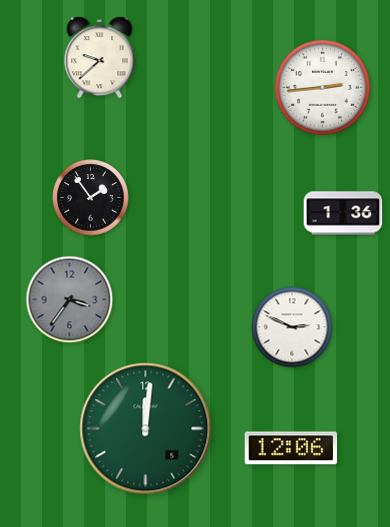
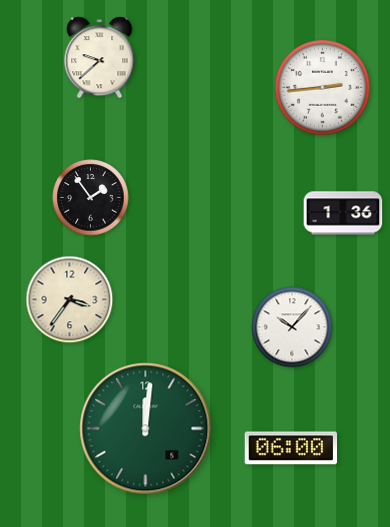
clock at (70, 300) dial: grey -> cream
clock at (292, 327): 2:49 -> 10:07
clock at (291, 448): 12:06 -> 06:00
